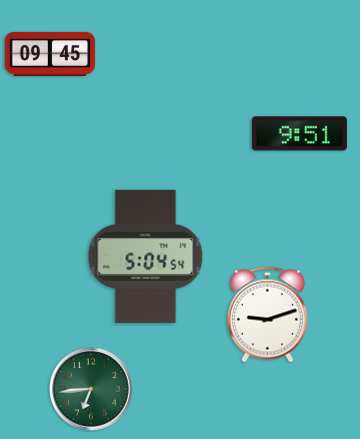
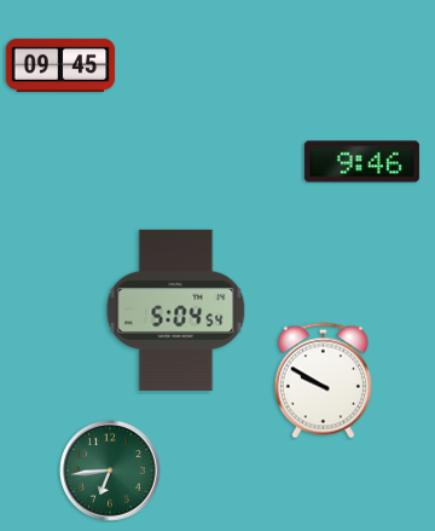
clock at (299, 134): 9:51 -> 9:46
clock at (267, 315): 9:12 -> 9:50
